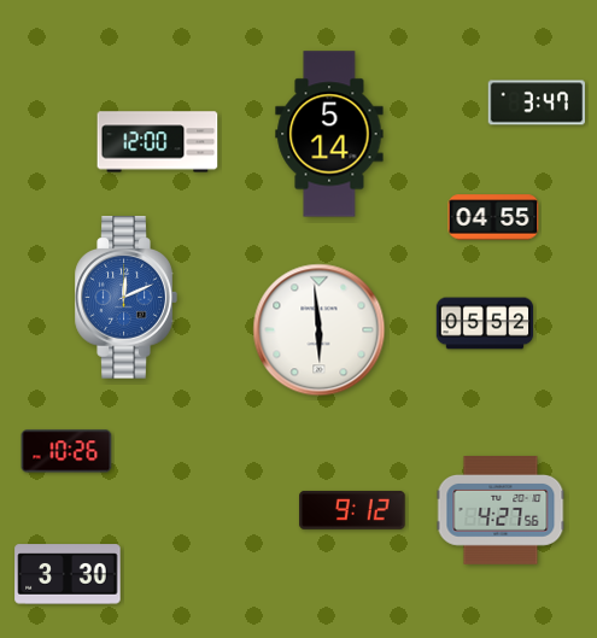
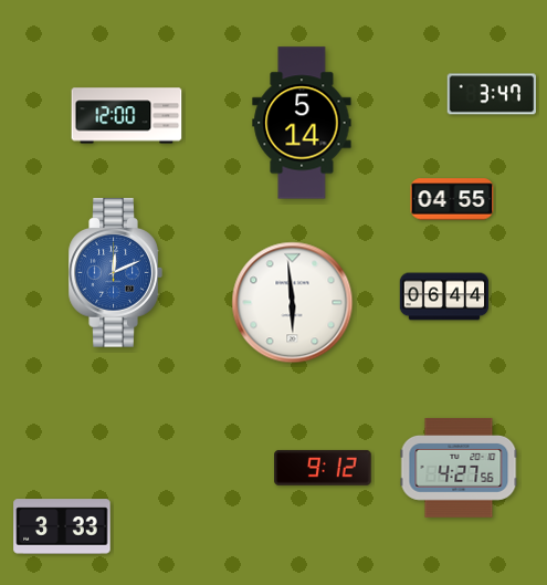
clock at (158, 142) position: (158, 142) -> (127, 116)
clock at (485, 323): 05:52 -> 06:44
clock at (66, 451): 10:26 -> none
clock at (68, 574): 3:30 -> 3:33
